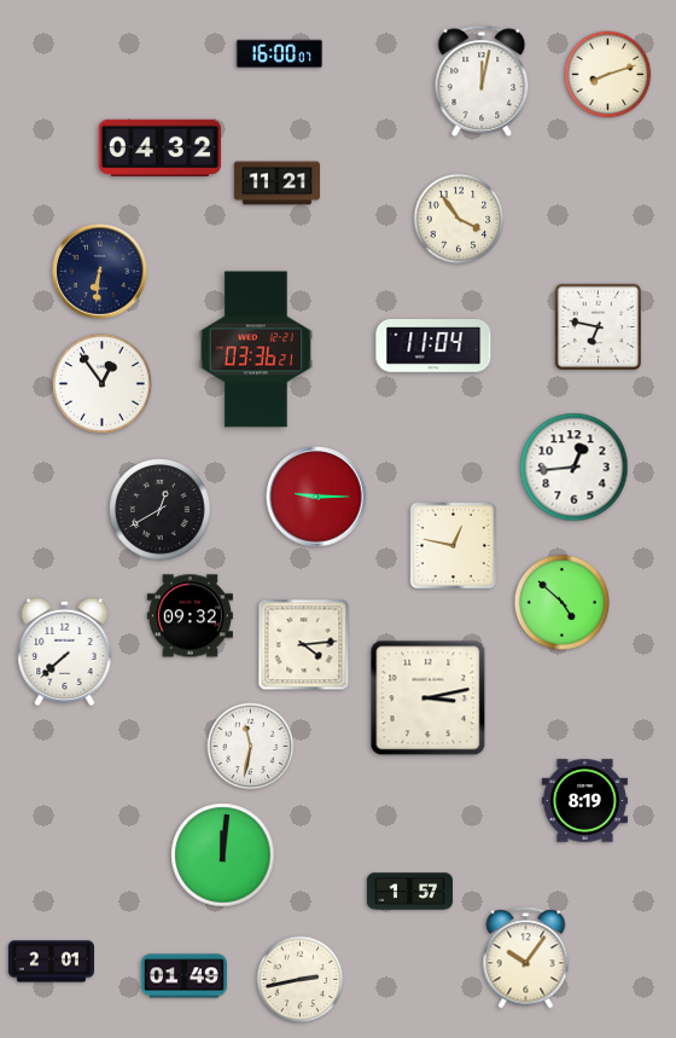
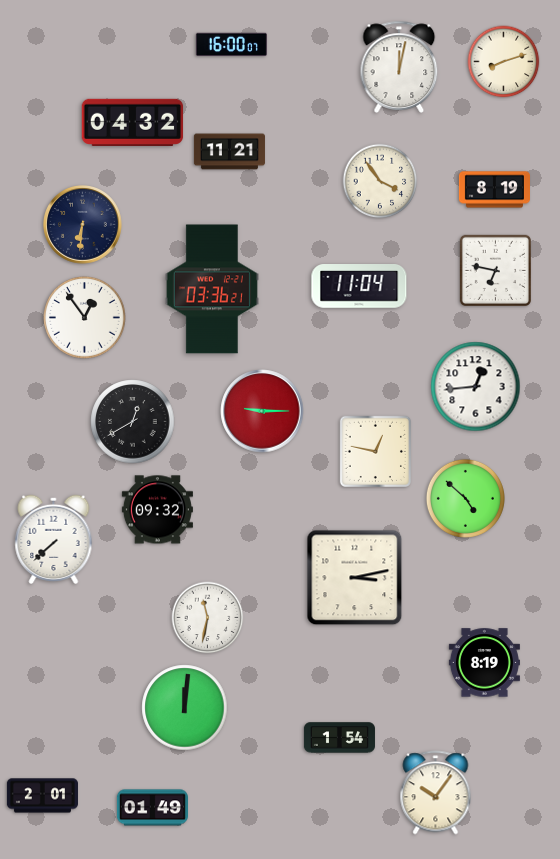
clock at (494, 190): none -> 8:19
clock at (304, 645): 4:14 -> none
clock at (409, 892): 1:57 -> 1:54
clock at (301, 980): 2:43 -> none
